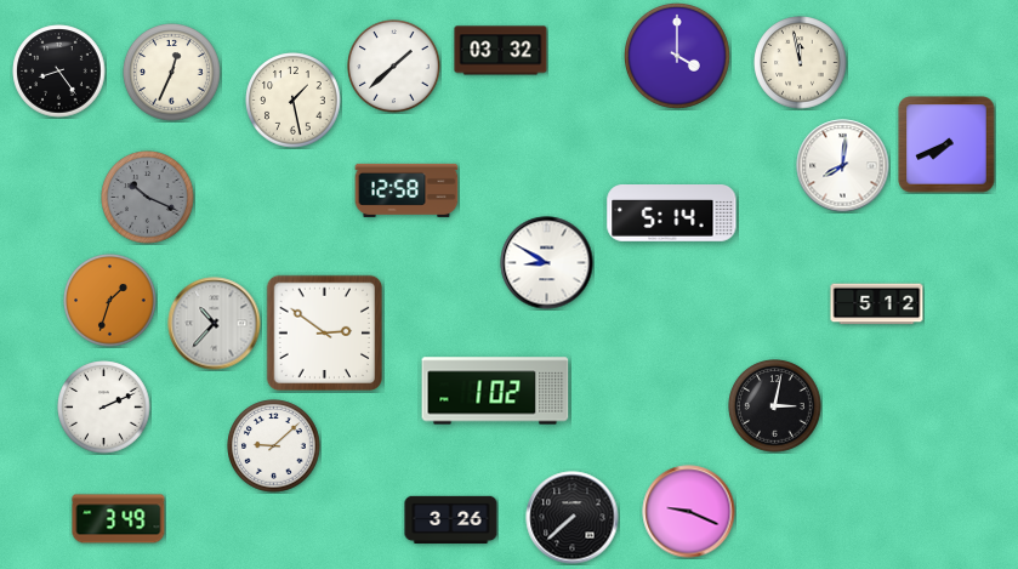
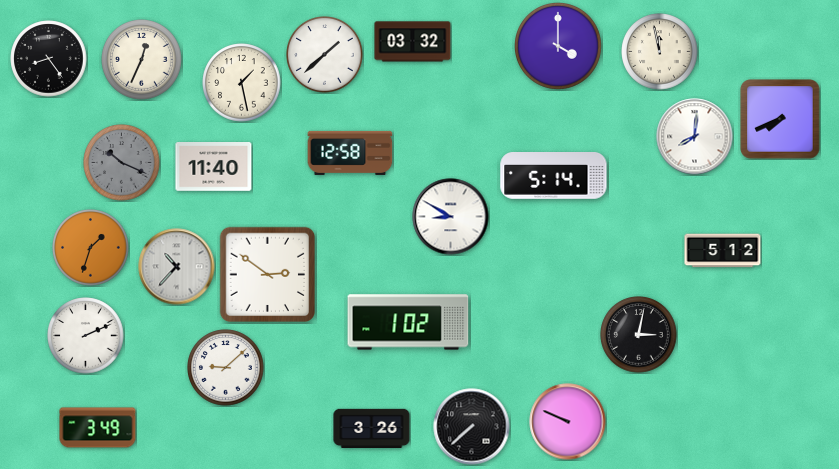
clock at (406, 190) position: (406, 190) -> (350, 153)
clock at (214, 167): none -> 11:40
clock at (689, 512): 9:19 -> 9:49
